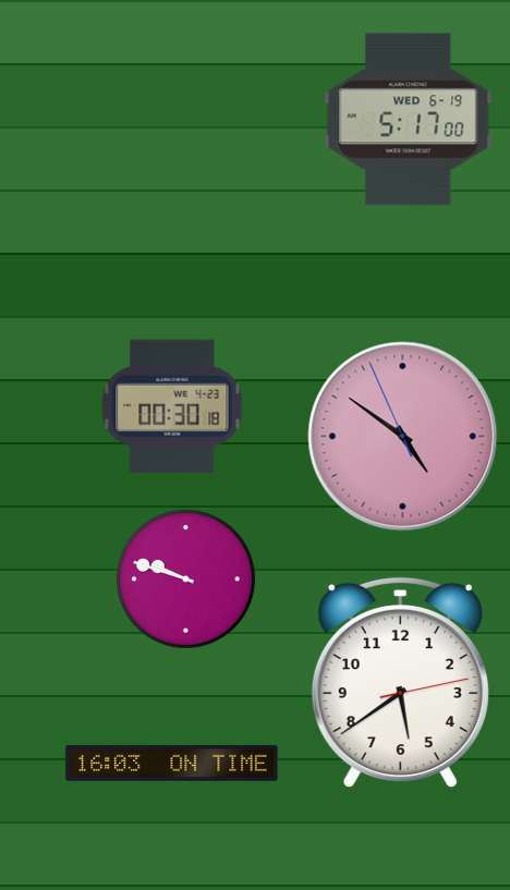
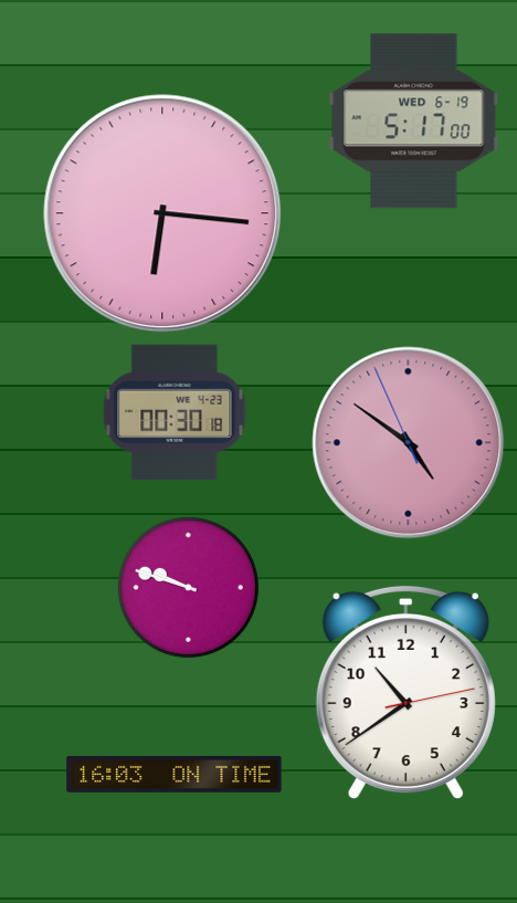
clock at (162, 213): none -> 6:16
clock at (400, 683): 5:39 -> 10:39
